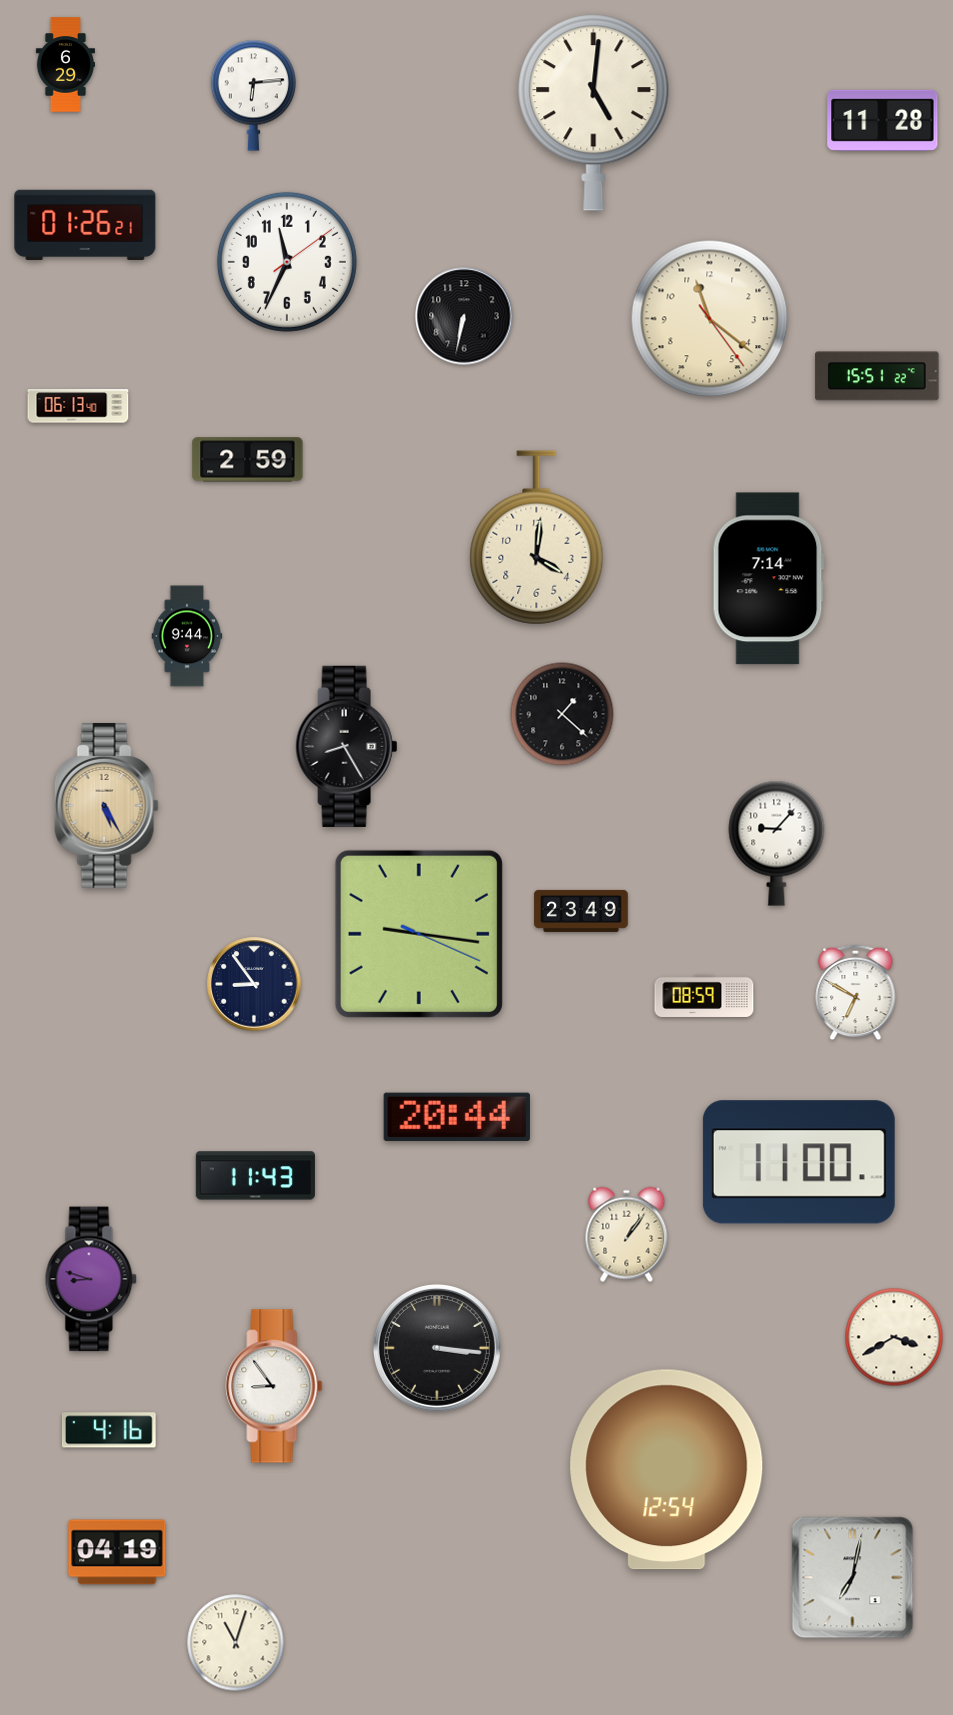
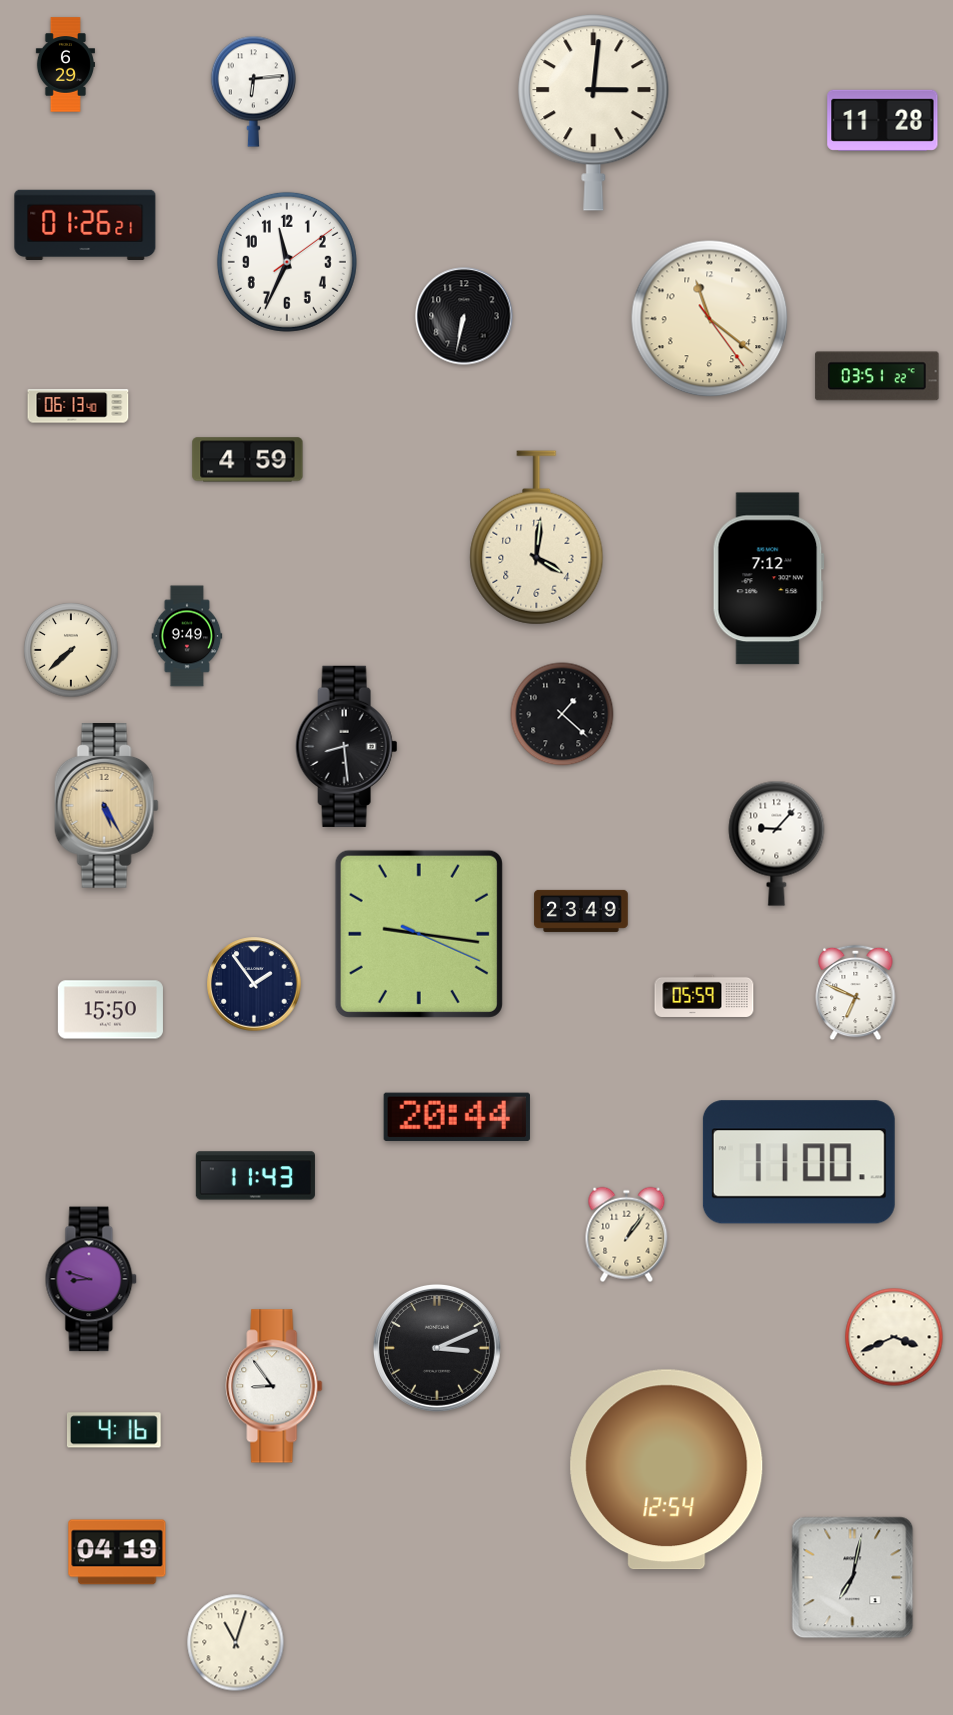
clock at (253, 95) position: (253, 95) -> (253, 91)
clock at (594, 113): 5:01 -> 3:01
clock at (877, 376): 15:51 -> 03:51
clock at (248, 460): 2:59 -> 4:59
clock at (768, 579): 7:14 -> 7:12
clock at (187, 636): 9:44 -> 9:49
clock at (71, 650): none -> 7:38
clock at (347, 746): 8:25 -> 8:29
clock at (254, 984): 8:54 -> 1:54
clock at (856, 993): 6:50 -> 6:49
clock at (704, 996): 08:59 -> 05:59
clock at (110, 1010): none -> 15:50
clock at (894, 1337): 3:40 -> 3:41
clock at (437, 1348): 3:16 -> 3:11
clock at (109, 1430) position: (109, 1430) -> (114, 1430)
